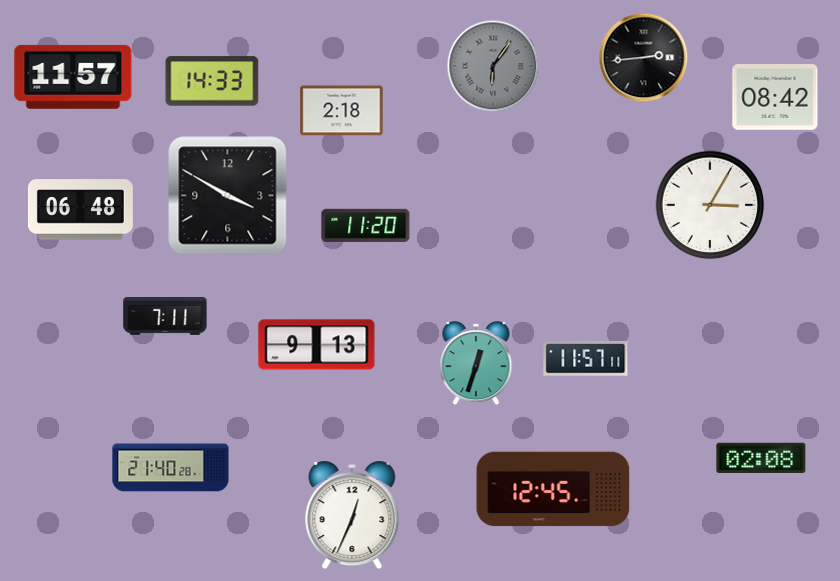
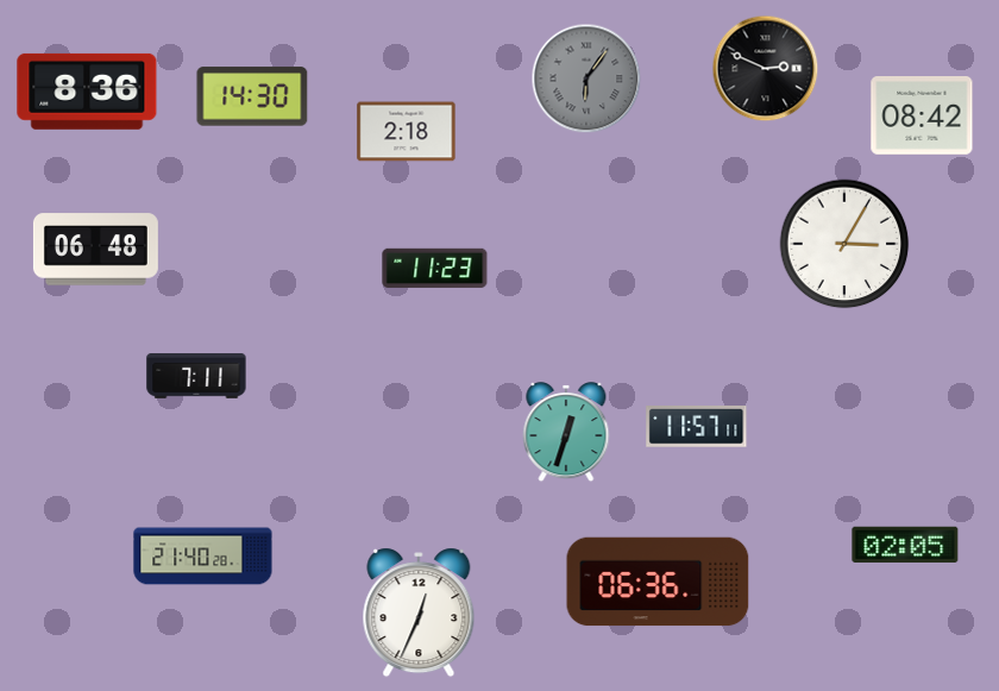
clock at (644, 58): 2:44 -> 2:49
clock at (73, 77): 11:57 -> 8:36
clock at (212, 81): 14:33 -> 14:30
clock at (228, 196): 3:50 -> none
clock at (366, 225): 11:20 -> 11:23
clock at (317, 345): 9:13 -> none
clock at (761, 458): 02:08 -> 02:05
clock at (553, 489): 12:45 -> 06:36
